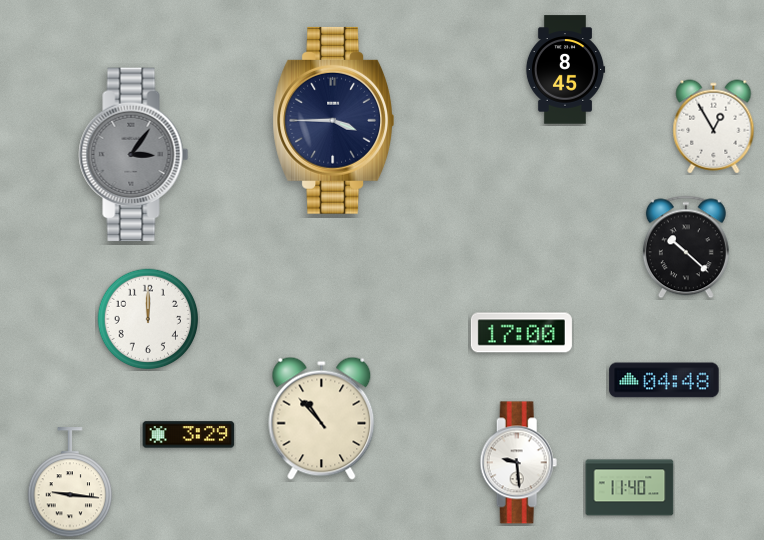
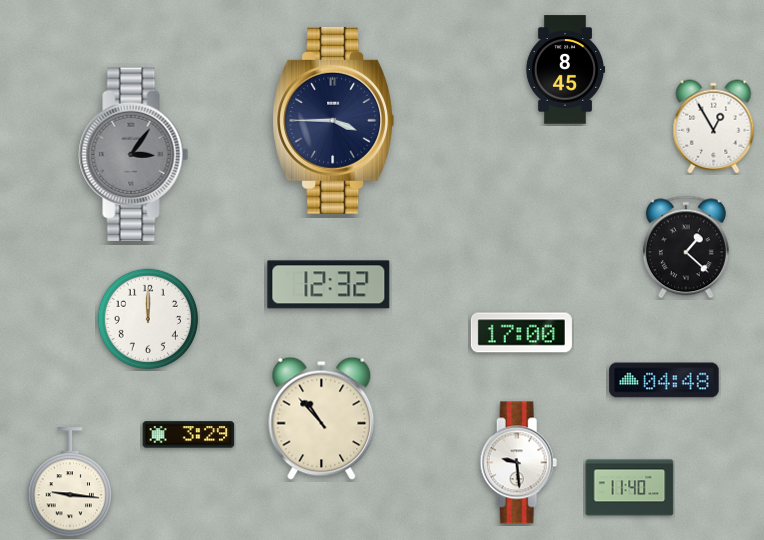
clock at (686, 247): 10:22 -> 1:22
clock at (329, 285): none -> 12:32
